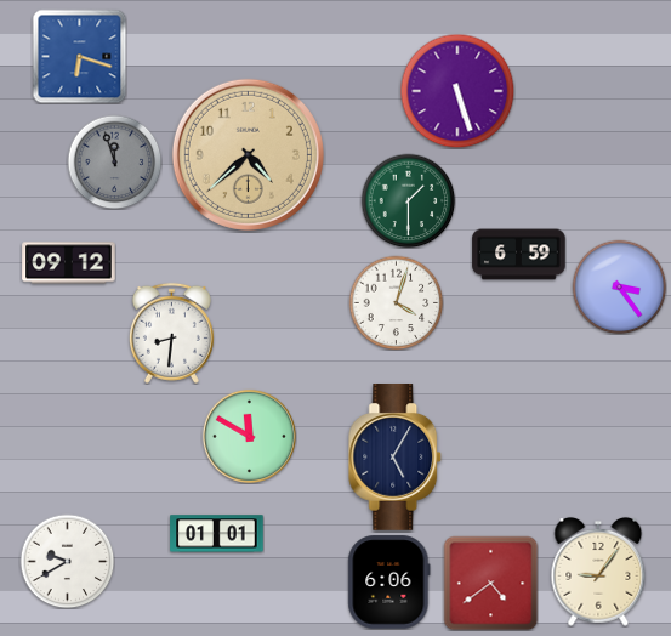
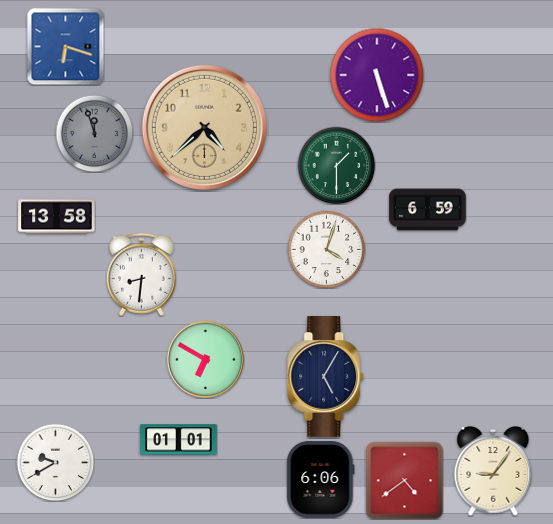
clock at (69, 263): 09:12 -> 13:58
clock at (619, 286): 3:24 -> none
clock at (249, 436): 11:50 -> 6:50
